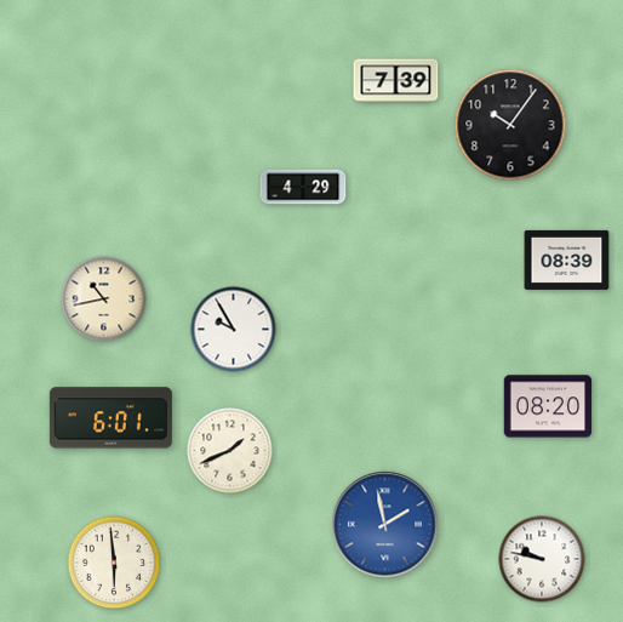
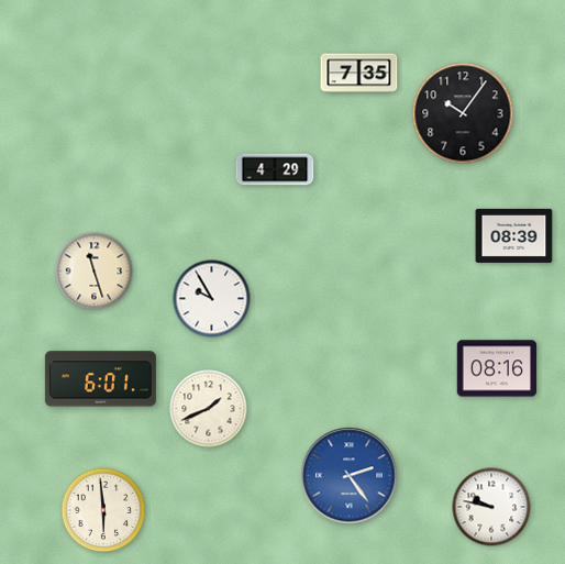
clock at (396, 81): 7:39 -> 7:35
clock at (104, 299): 10:43 -> 11:27
clock at (548, 406): 08:20 -> 08:16
clock at (385, 525): 1:58 -> 2:24
